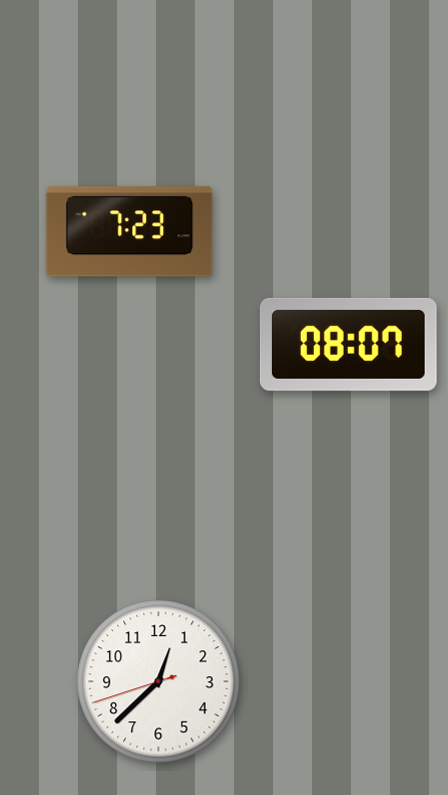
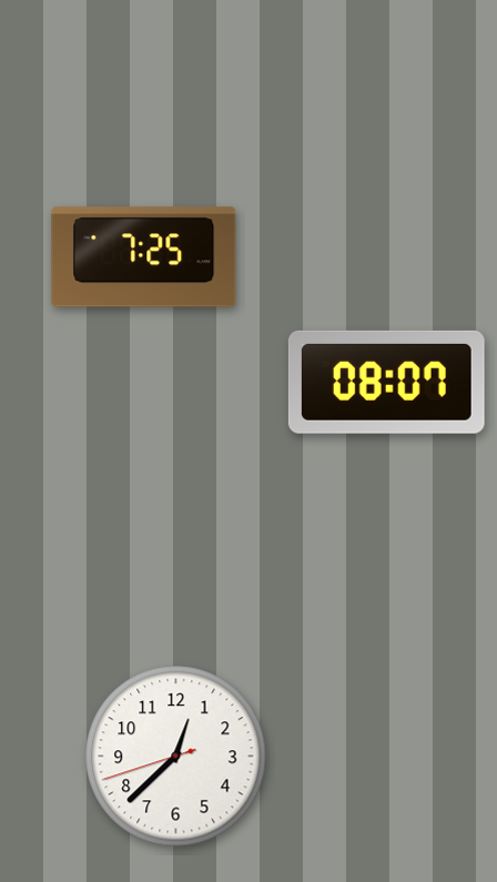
clock at (130, 232): 7:23 -> 7:25
